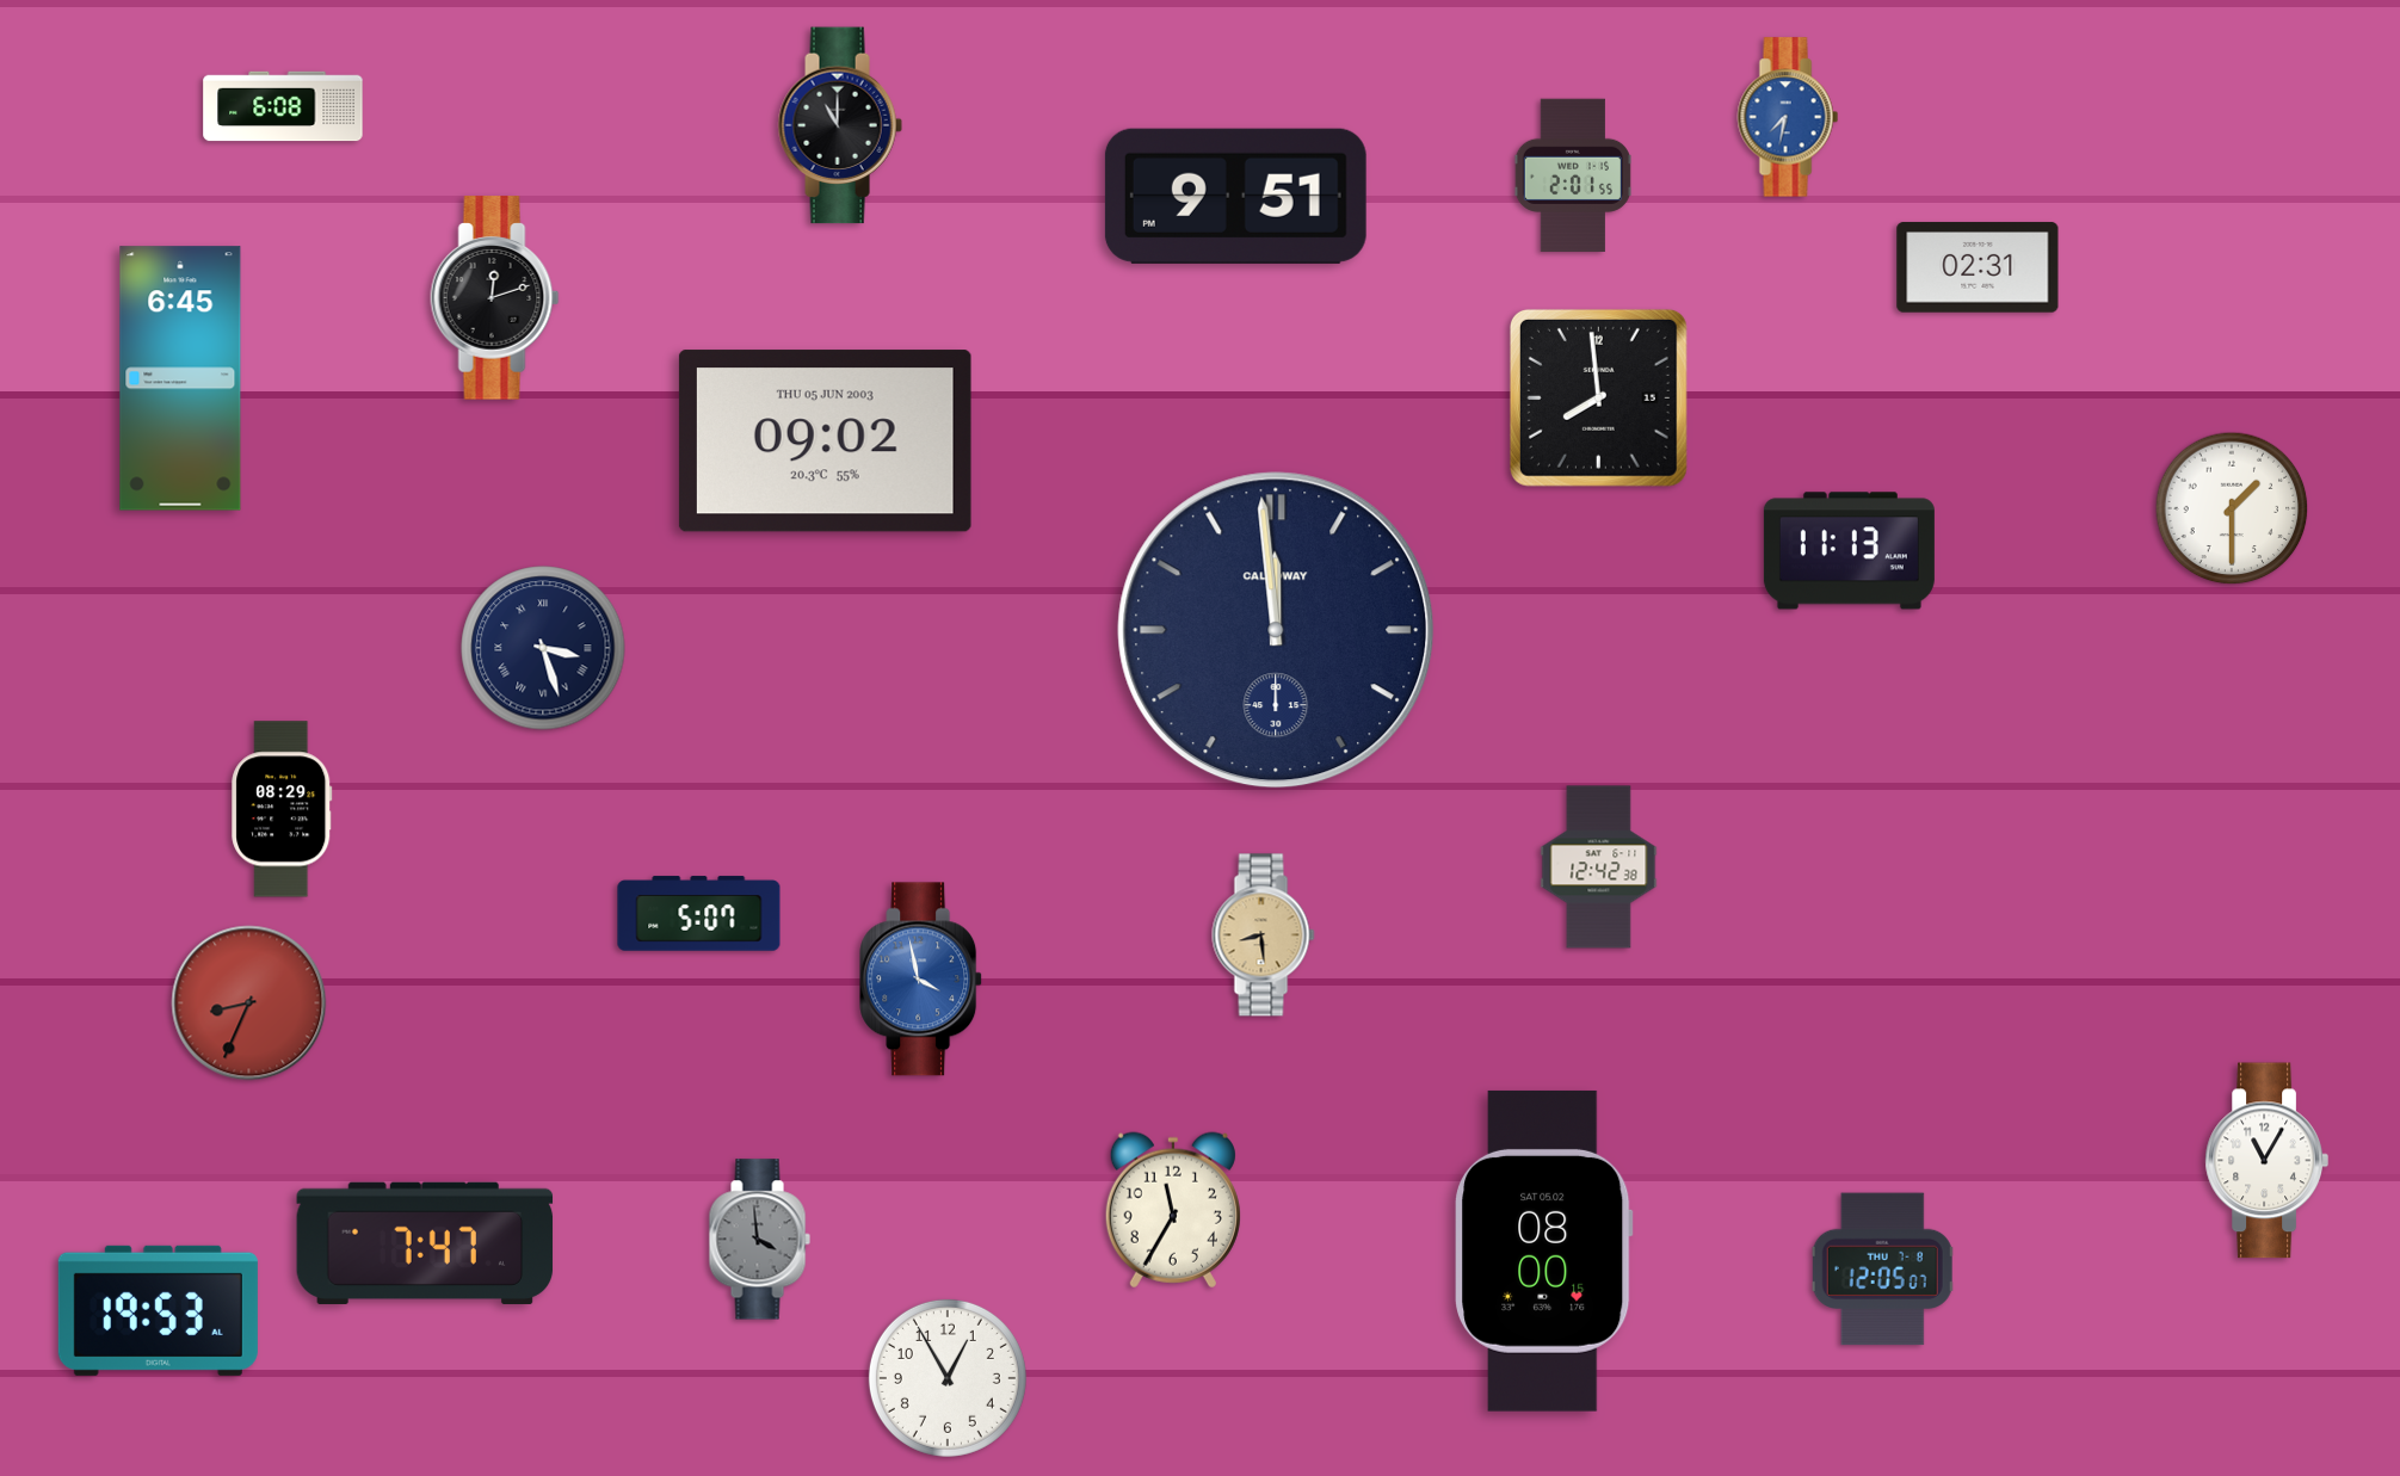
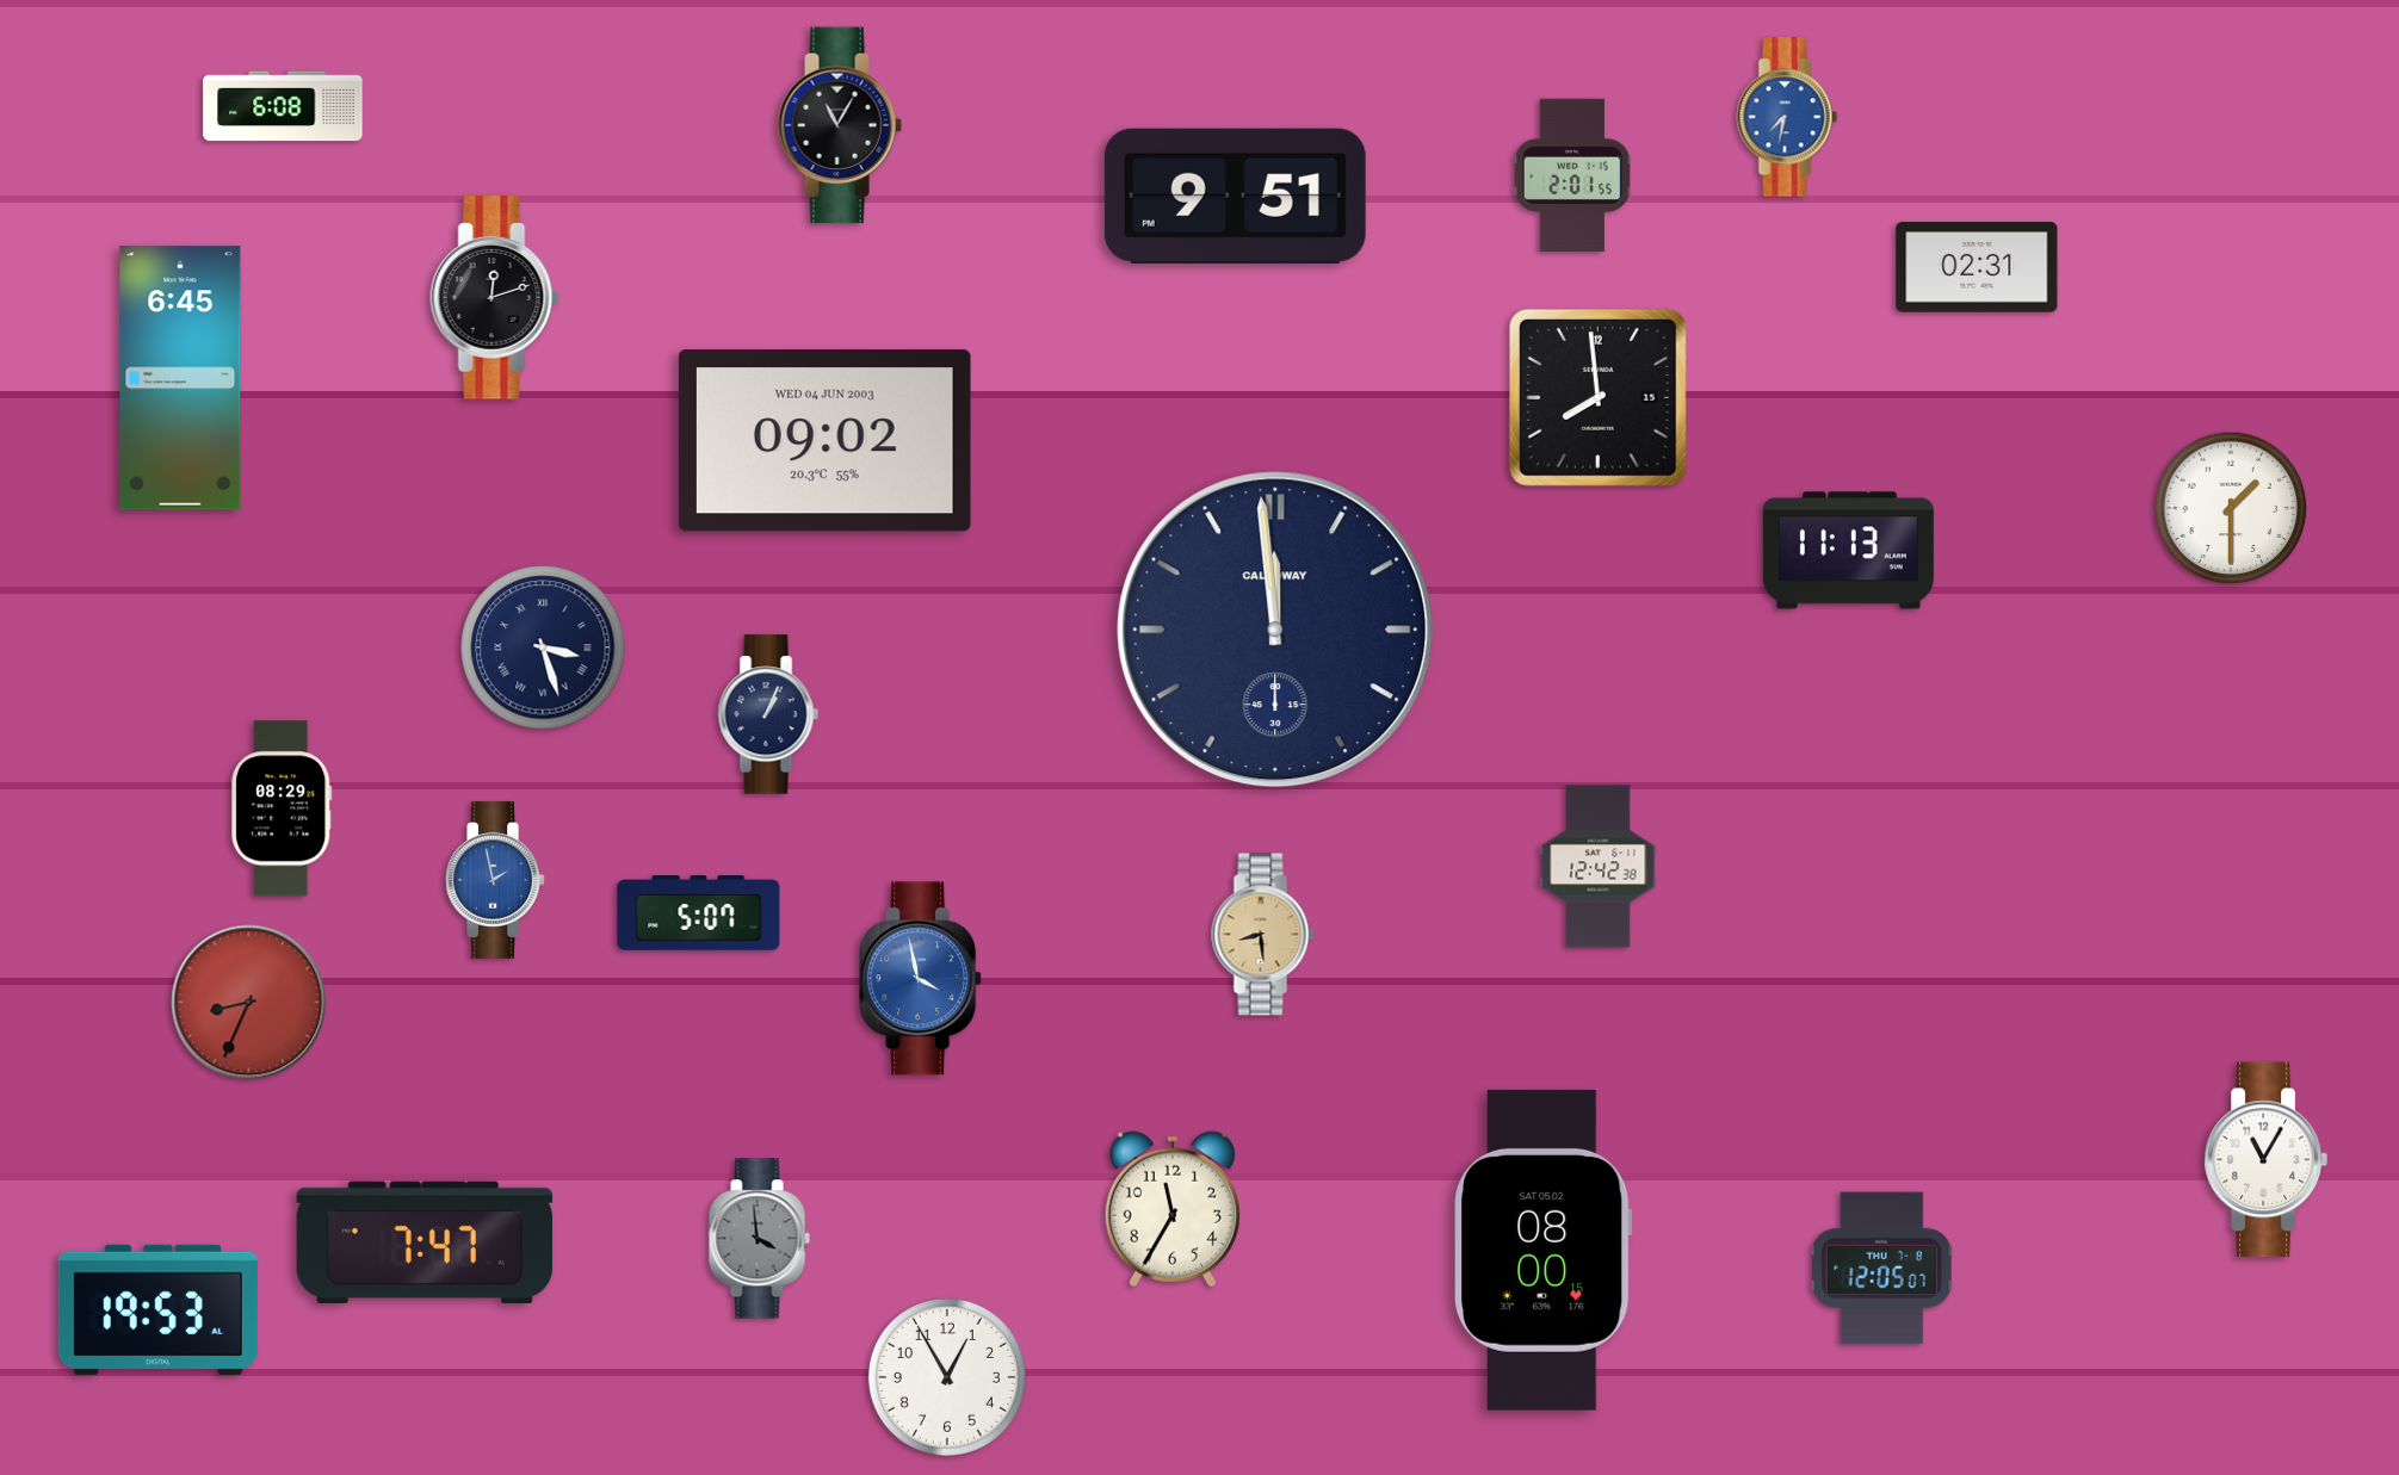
clock at (840, 125): 11:00 -> 11:05
clock at (825, 441) date: THU 05 JUN 2003 -> WED 04 JUN 2003
clock at (768, 714): none -> 1:04
clock at (495, 881): none -> 1:58
